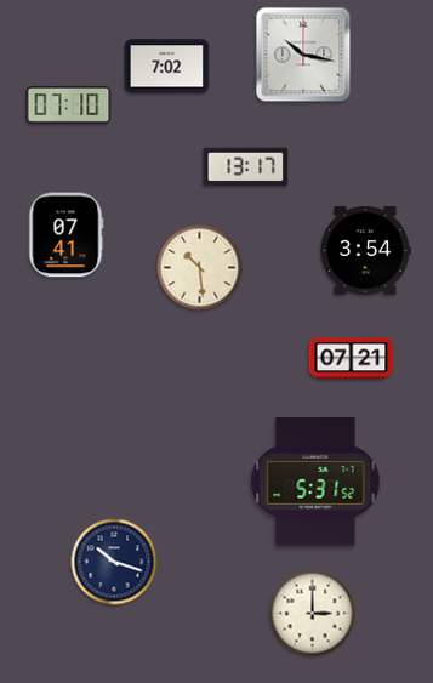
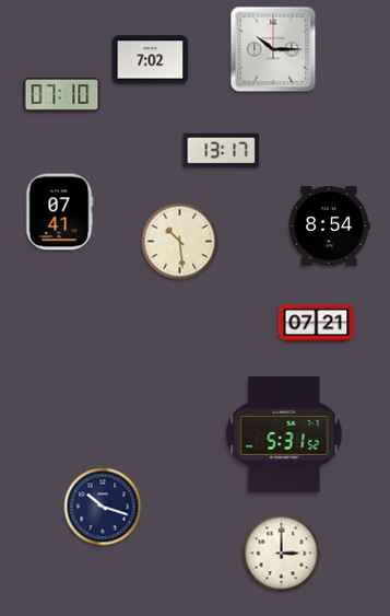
clock at (303, 55): 10:17 -> 10:15
clock at (365, 251): 3:54 -> 8:54
